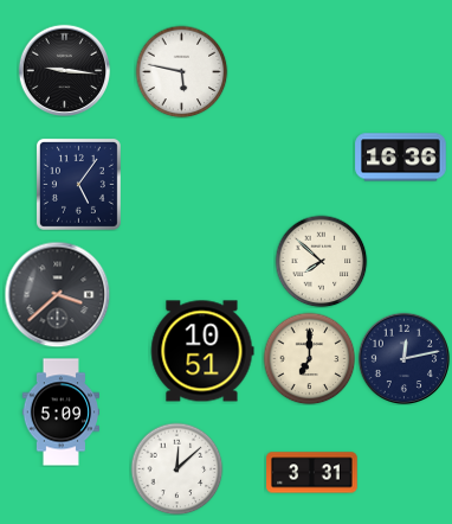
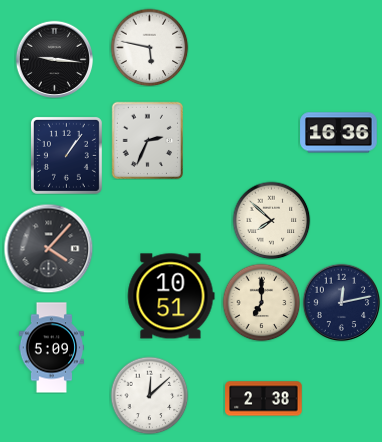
clock at (181, 71) position: (181, 71) -> (149, 47)
clock at (147, 140): none -> 2:34
clock at (78, 184): 5:06 -> 1:06
clock at (57, 294): 3:38 -> 4:07
clock at (312, 473): 3:31 -> 2:38
